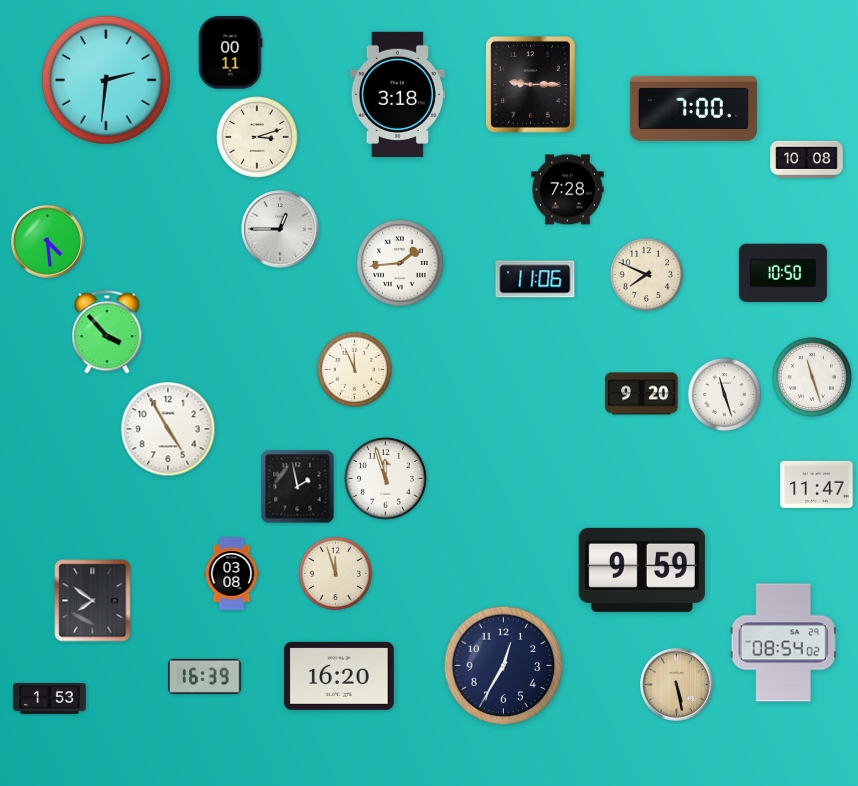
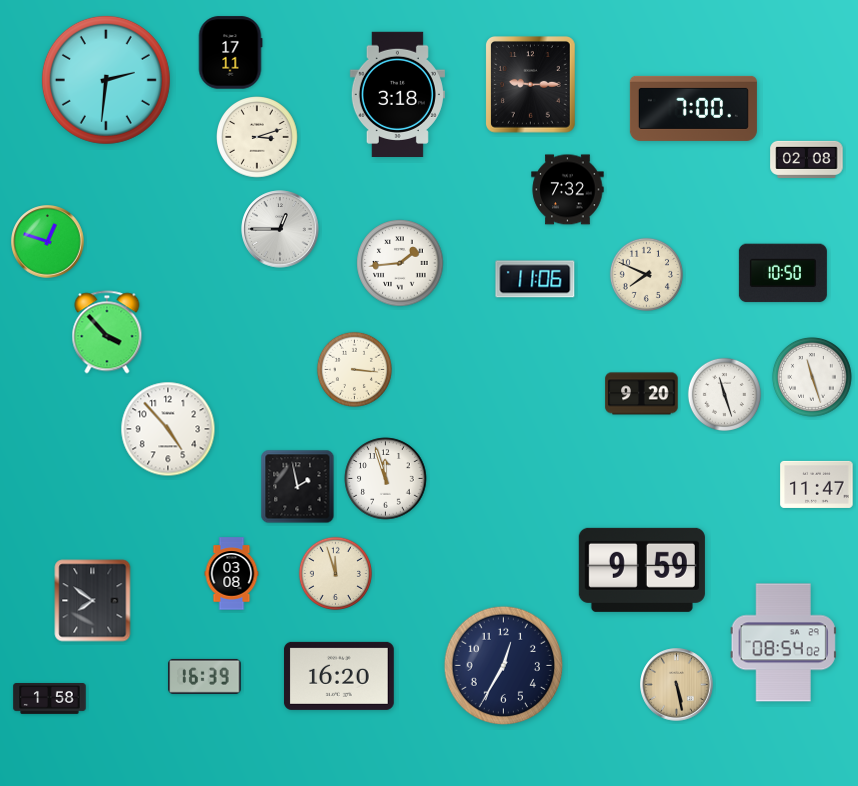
clock at (230, 53): 00:11 -> 17:11
clock at (807, 159): 10:08 -> 02:08
clock at (568, 190): 7:28 -> 7:32
clock at (48, 242): 4:29 -> 12:48
clock at (354, 369): 11:56 -> 3:16
clock at (168, 429): 4:55 -> 4:53
clock at (50, 699): 1:53 -> 1:58
